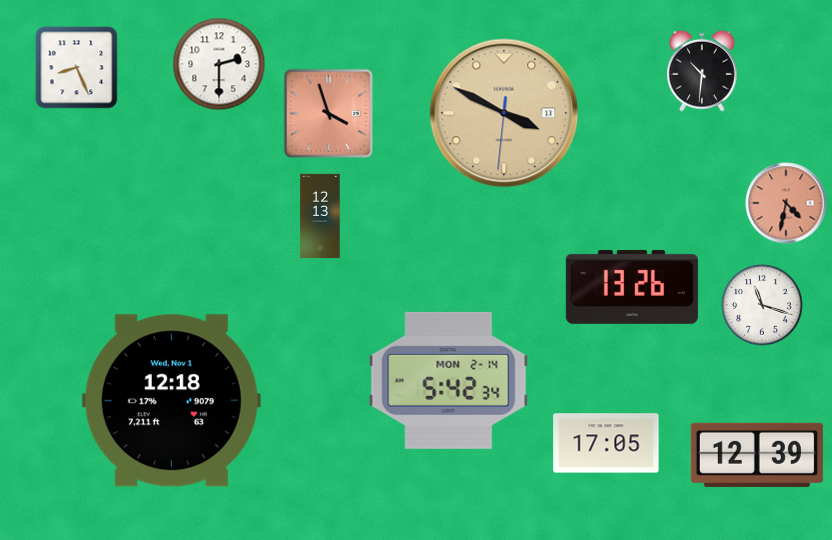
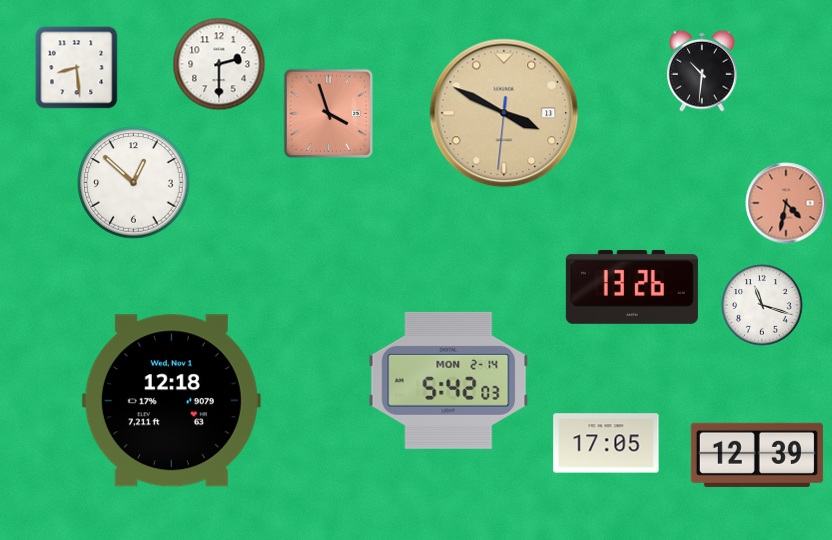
clock at (77, 68): 8:26 -> 8:29
clock at (134, 183): none -> 12:52
clock at (320, 216): 12:13 -> none
clock at (449, 380): 5:42:34 -> 5:42:03
